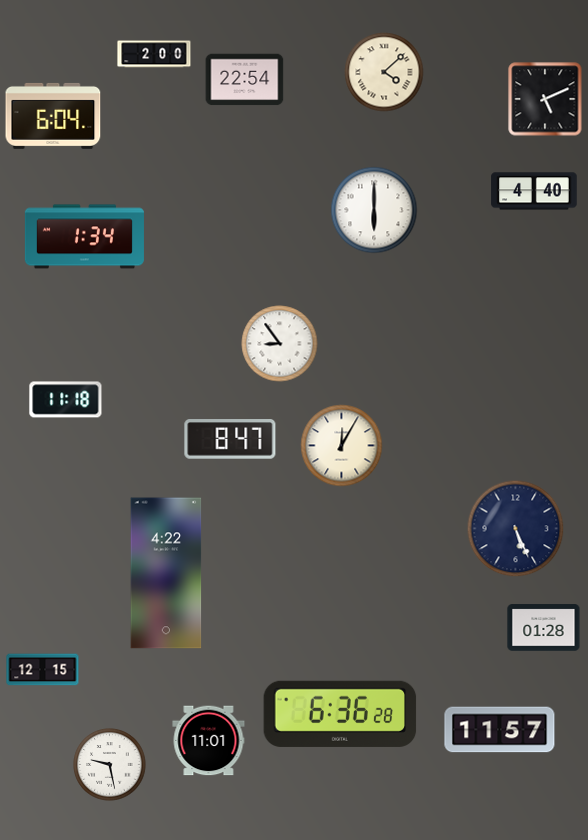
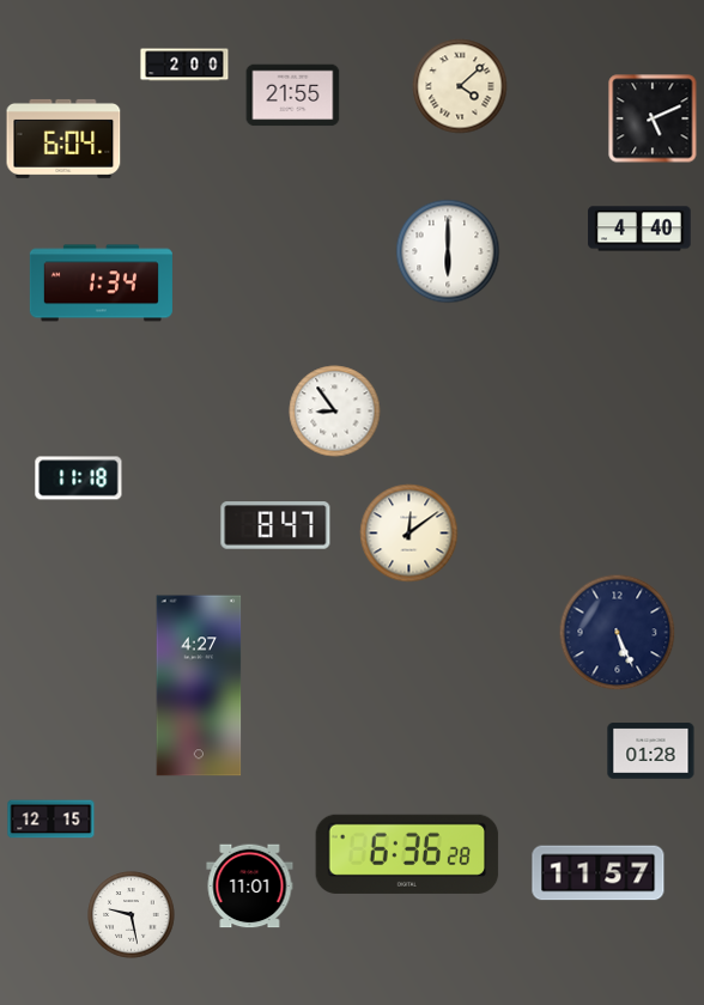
clock at (245, 80): 22:54 -> 21:55
clock at (342, 446): 12:05 -> 12:09
clock at (166, 573): 4:22 -> 4:27
clock at (43, 670) position: (43, 670) -> (51, 820)
